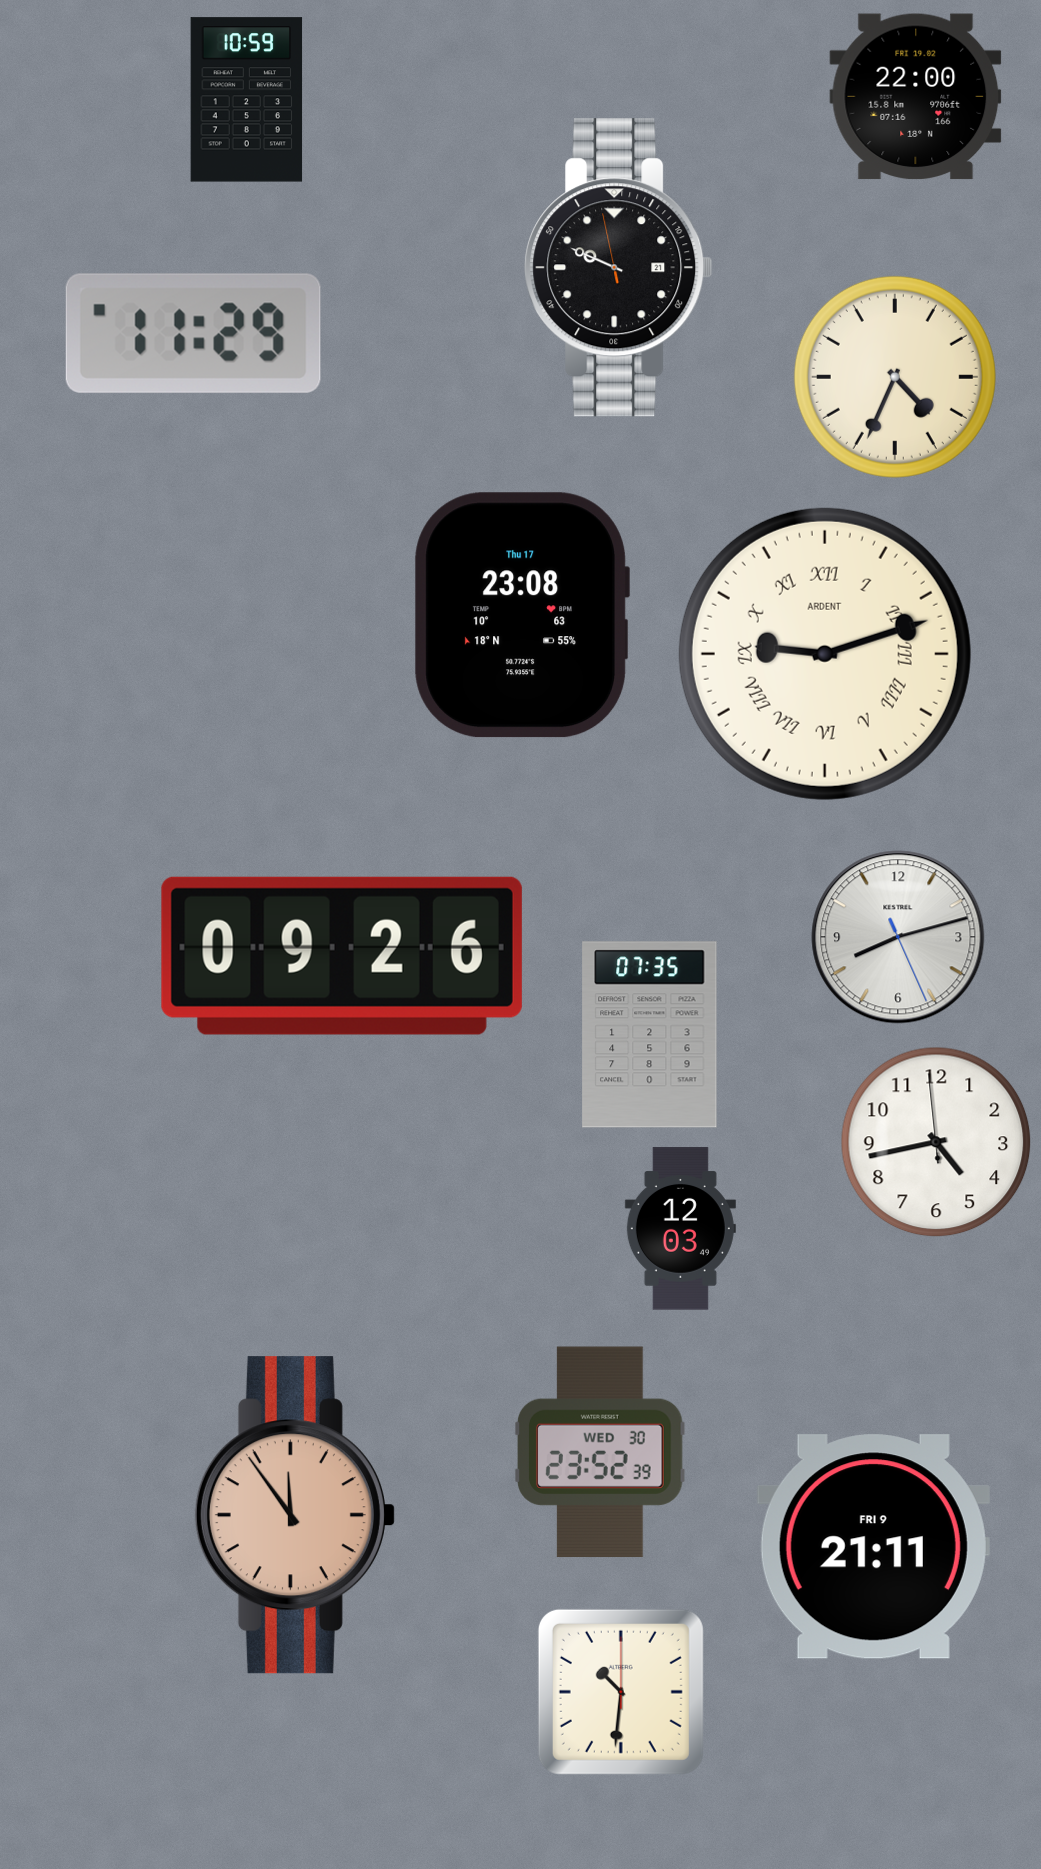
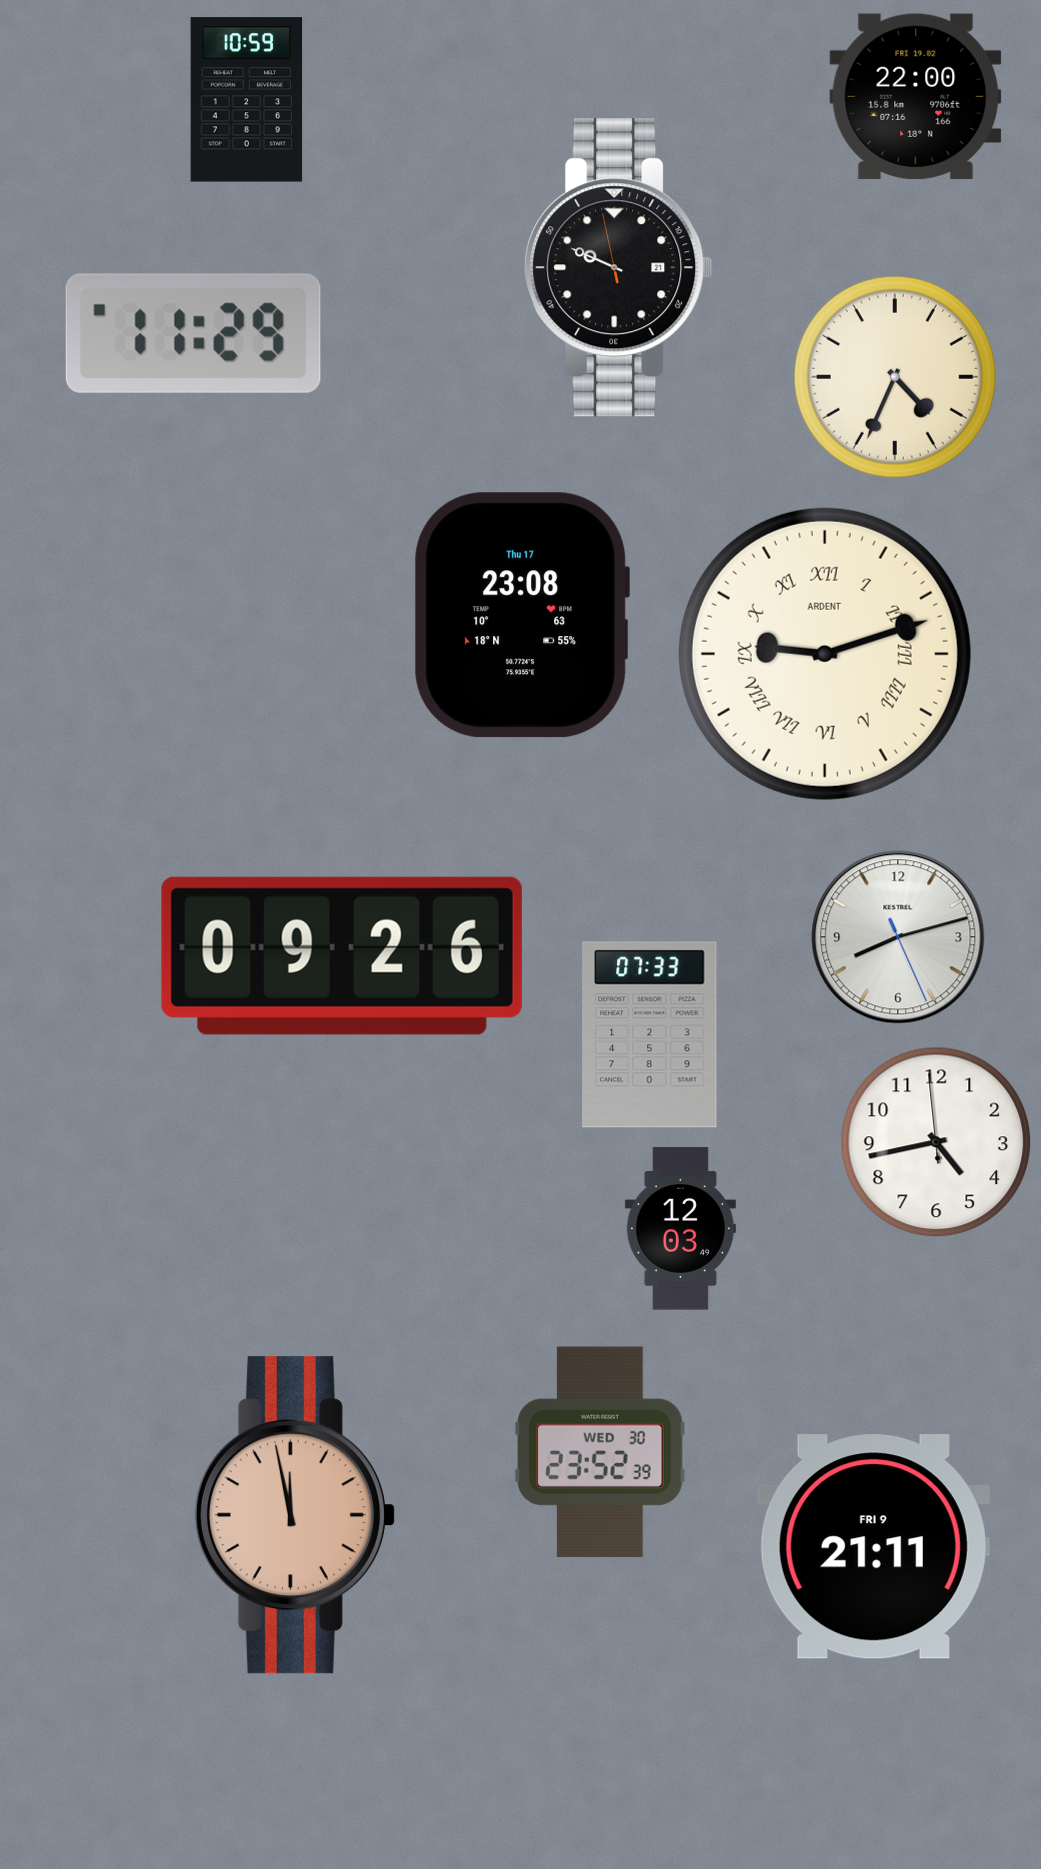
clock at (650, 1035): 07:35 -> 07:33
clock at (295, 1515): 11:54 -> 11:58
clock at (621, 1692): 10:31 -> none
